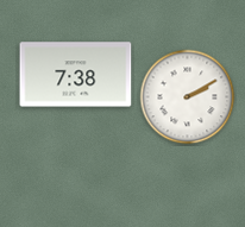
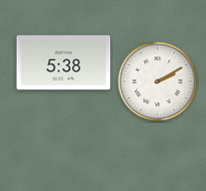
clock at (76, 75): 7:38 -> 5:38
